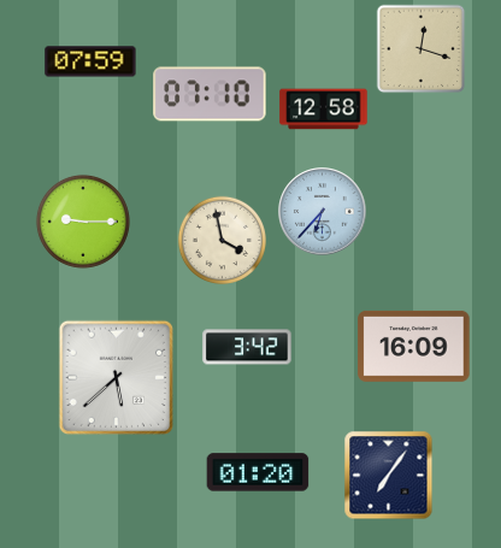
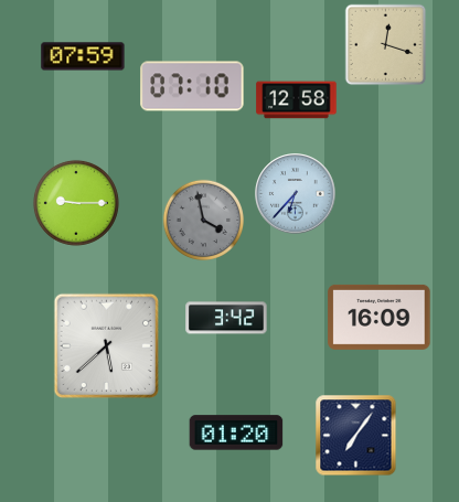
clock at (222, 240) dial: cream -> grey
